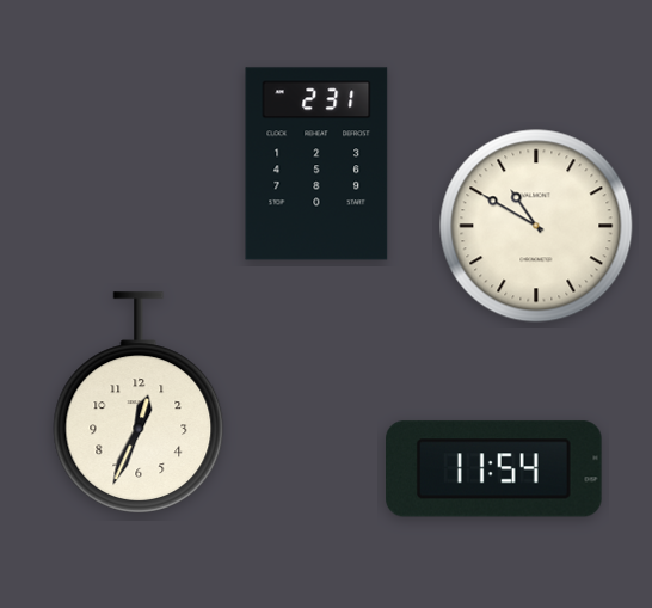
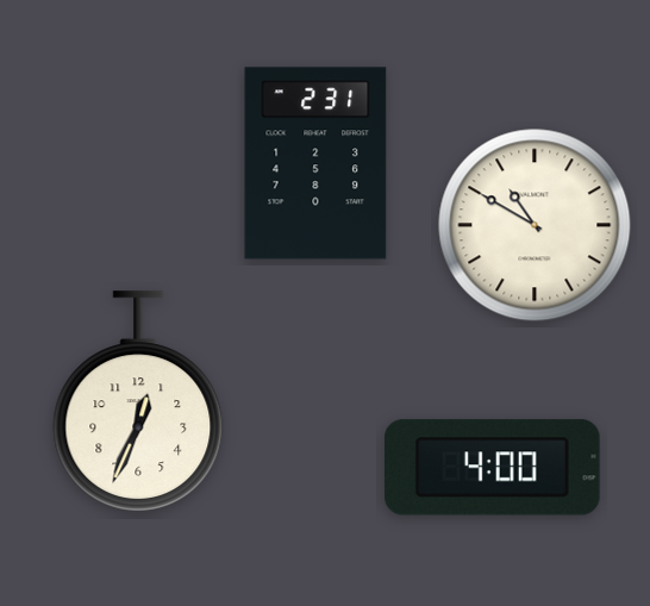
clock at (494, 469): 11:54 -> 4:00
